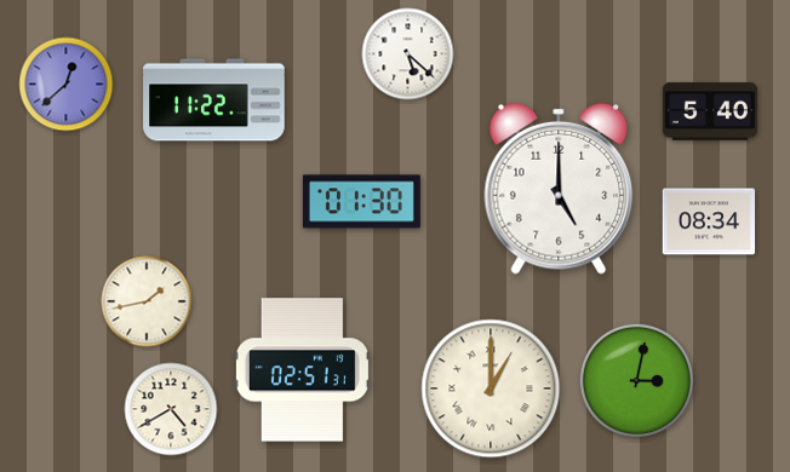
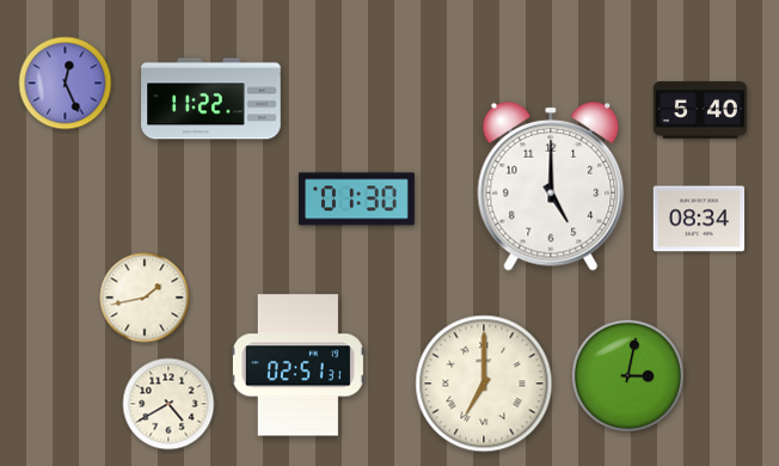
clock at (408, 54): 5:22 -> none
clock at (67, 85): 12:38 -> 12:26
clock at (491, 388): 1:00 -> 7:00
